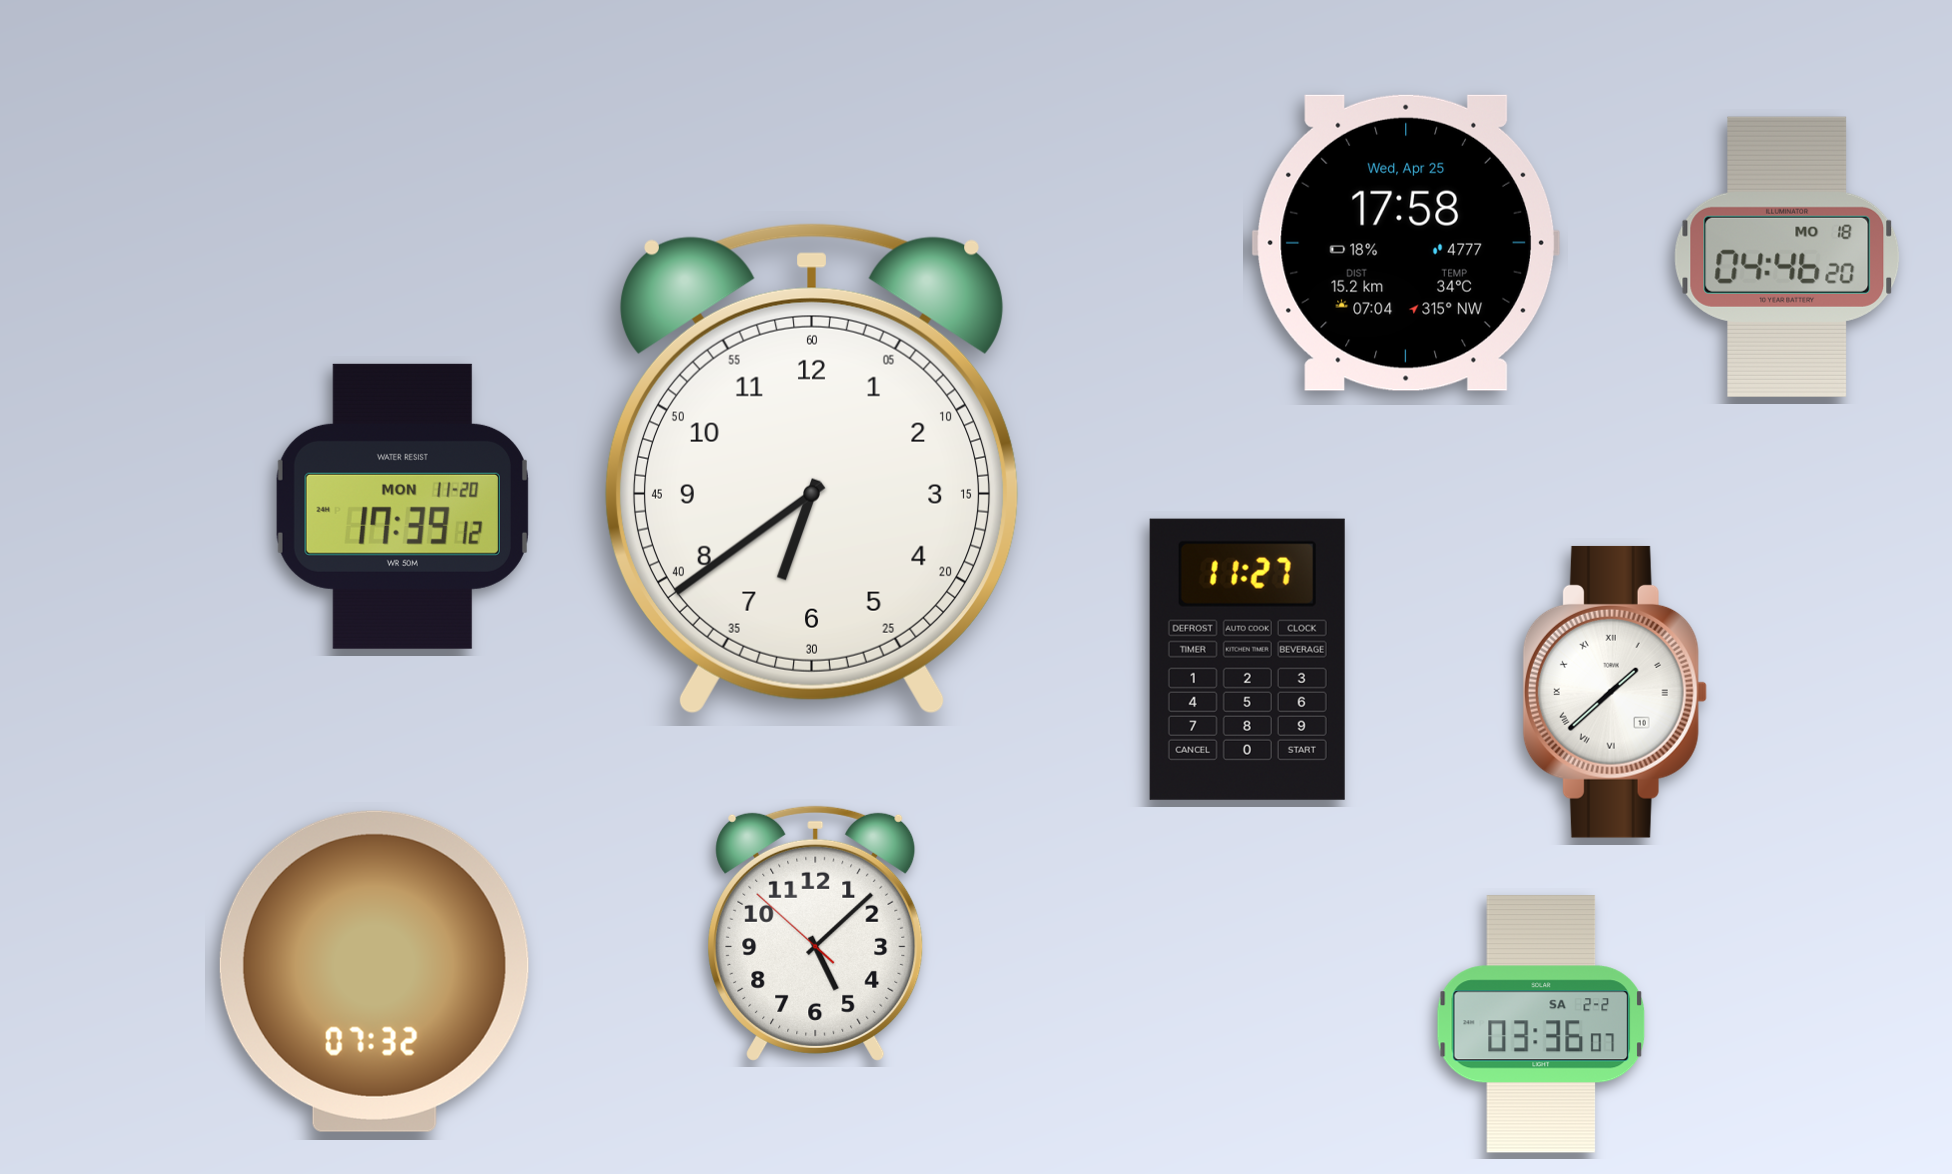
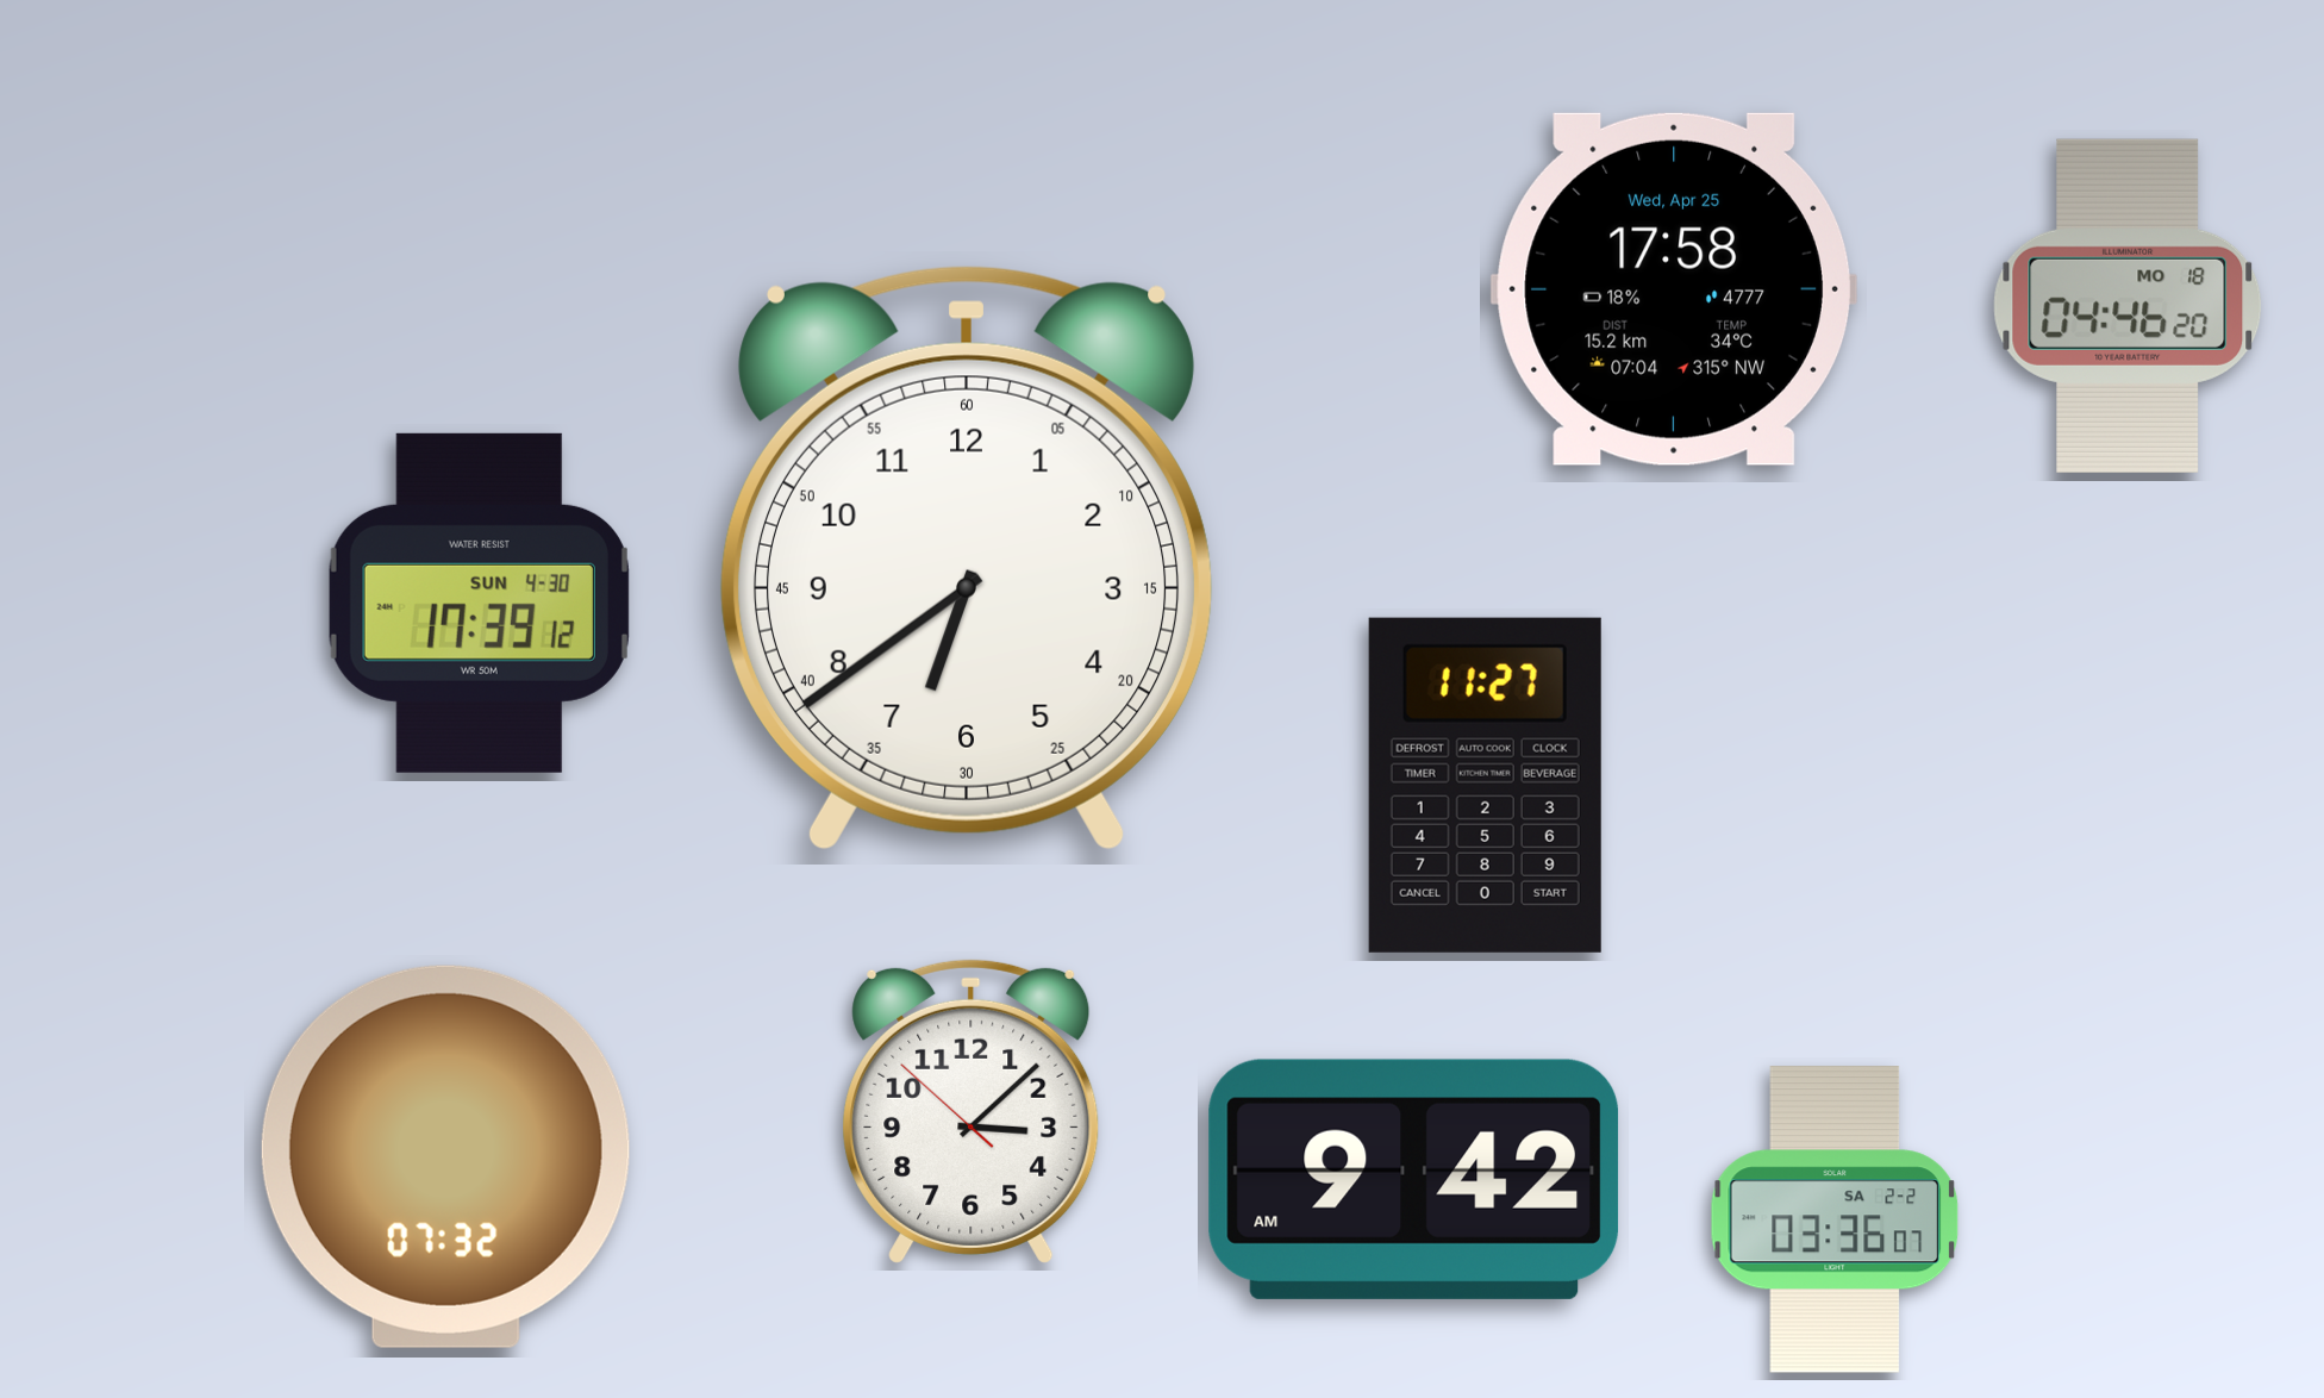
clock at (402, 506) date: MON 11-20 -> SUN 4-30
clock at (1615, 692): 1:38 -> none
clock at (816, 933): 5:07 -> 3:07
clock at (1414, 1179): none -> 9:42
